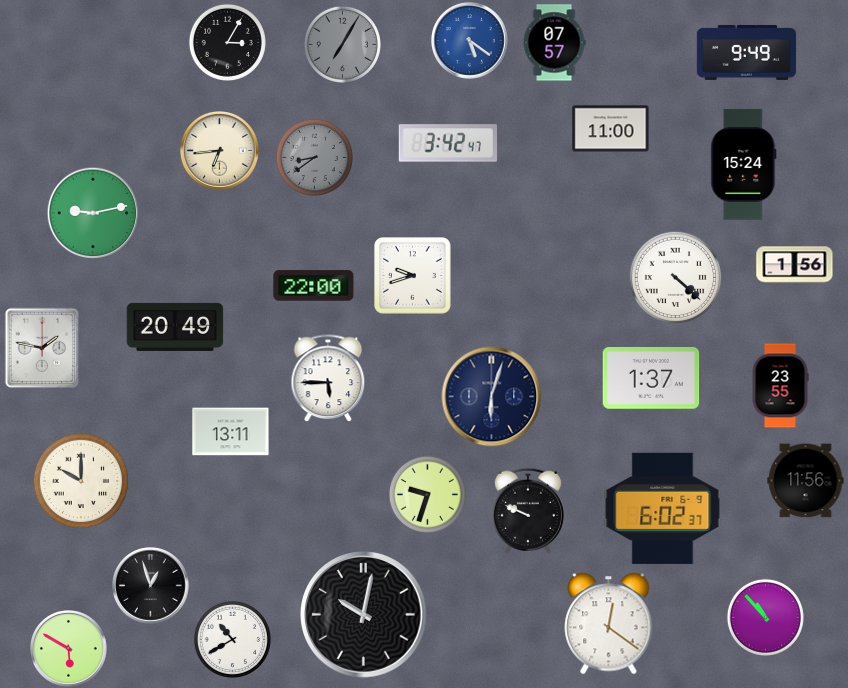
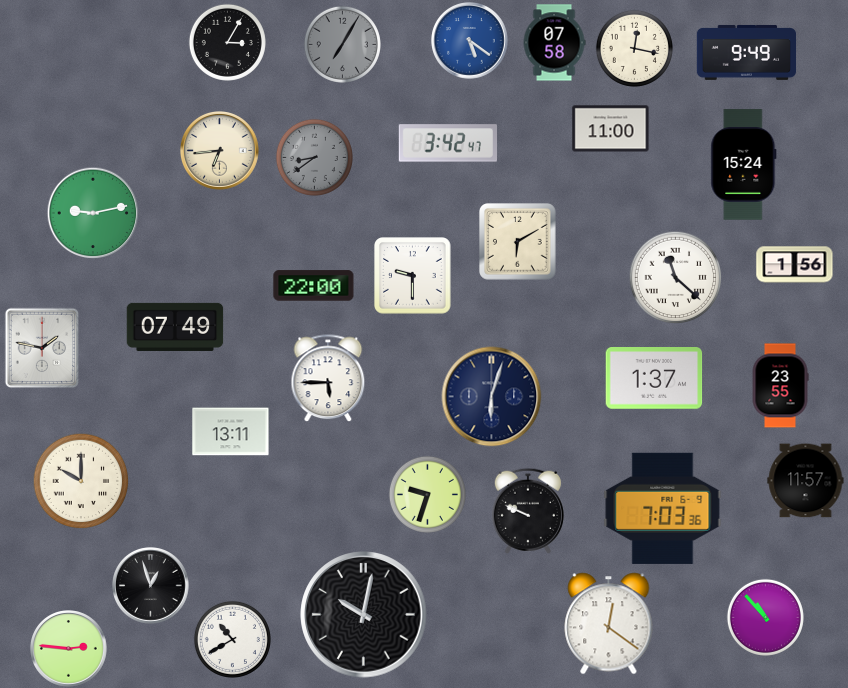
clock at (554, 43): 07:57 -> 07:58
clock at (634, 48): none -> 12:17
clock at (518, 242): none -> 6:10
clock at (413, 276): 9:42 -> 9:30
clock at (675, 277): 4:22 -> 11:22
clock at (175, 327): 20:49 -> 07:49
clock at (651, 378) position: (651, 378) -> (654, 378)
clock at (806, 481): 11:56 -> 11:57
clock at (663, 508): 6:02 -> 7:03
clock at (69, 649): 5:50 -> 2:46
